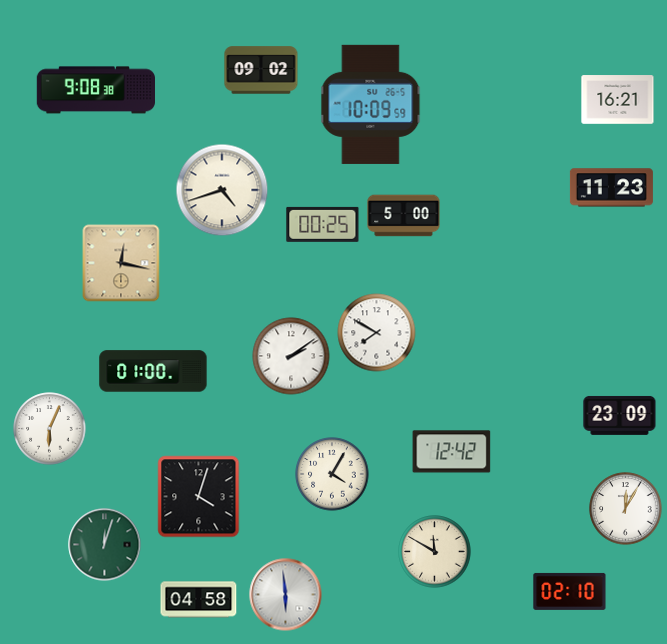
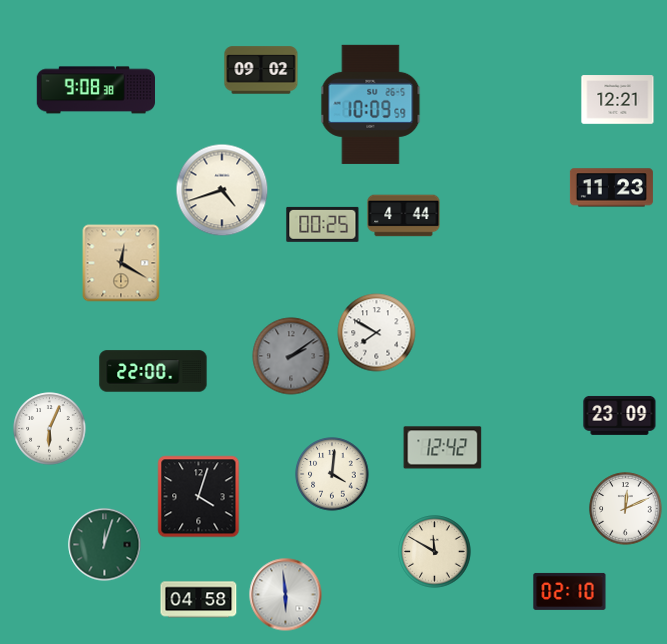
clock at (618, 100): 16:21 -> 12:21
clock at (404, 216): 5:00 -> 4:44
clock at (121, 263): 12:17 -> 12:20
clock at (291, 356) dial: white -> grey
clock at (153, 371): 01:00 -> 22:00
clock at (452, 452) position: (452, 452) -> (443, 448)
clock at (332, 474): 4:05 -> 4:01
clock at (626, 509): 12:05 -> 12:11
